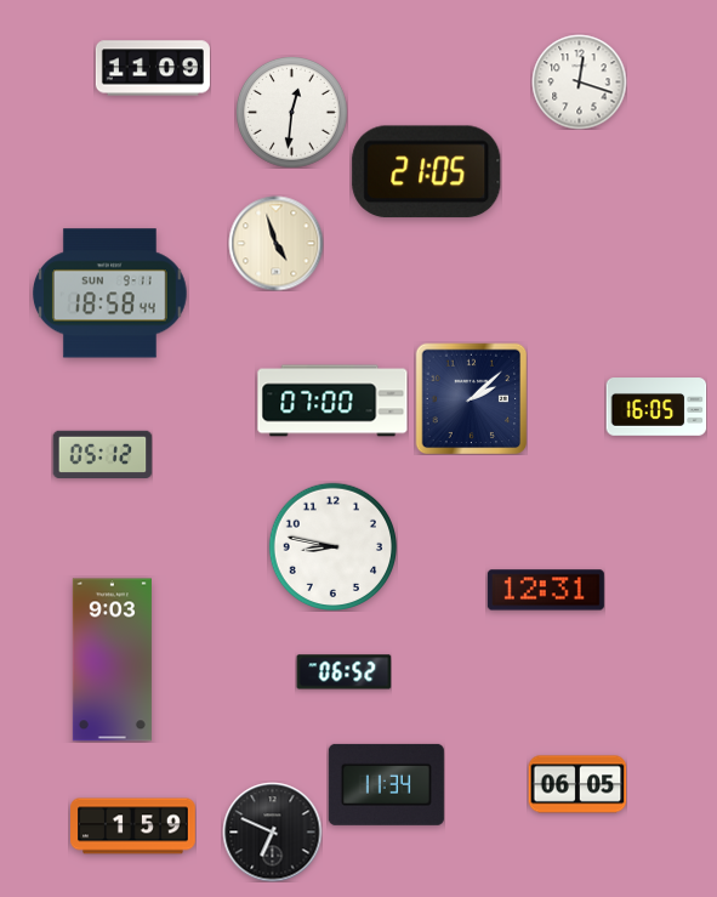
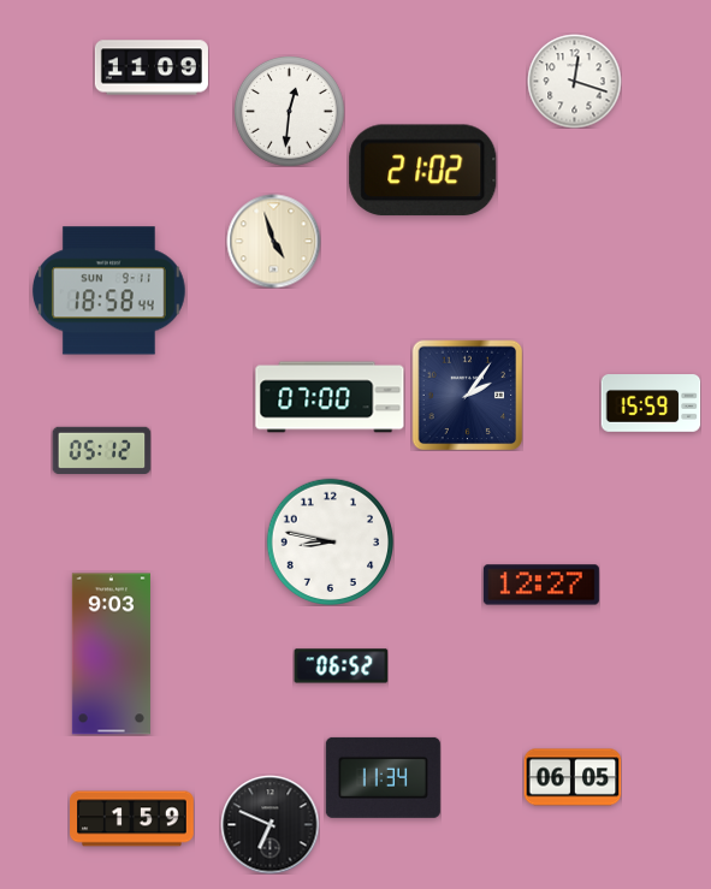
clock at (427, 172): 21:05 -> 21:02
clock at (471, 398): 2:08 -> 2:06
clock at (656, 407): 16:05 -> 15:59
clock at (546, 590): 12:31 -> 12:27
